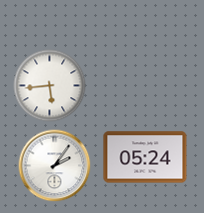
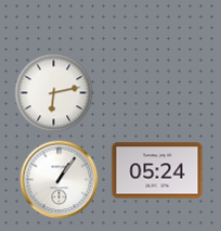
clock at (50, 86): 5:44 -> 6:13
clock at (55, 166): 2:06 -> 1:06
